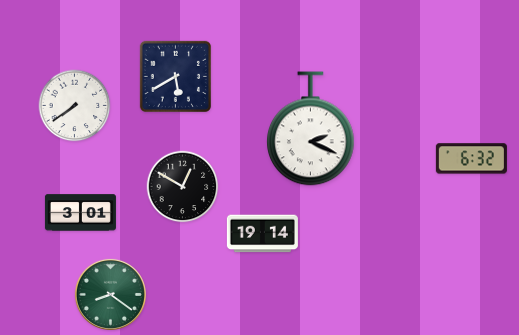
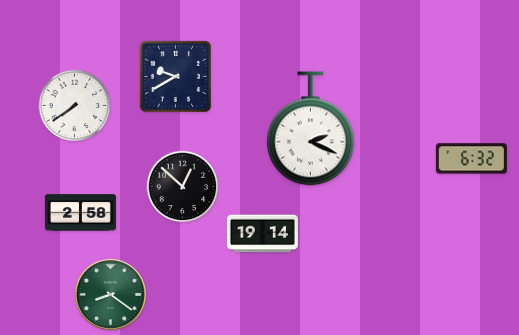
clock at (175, 76): 5:40 -> 9:40
clock at (183, 187): 12:50 -> 12:52
clock at (80, 213): 3:01 -> 2:58
